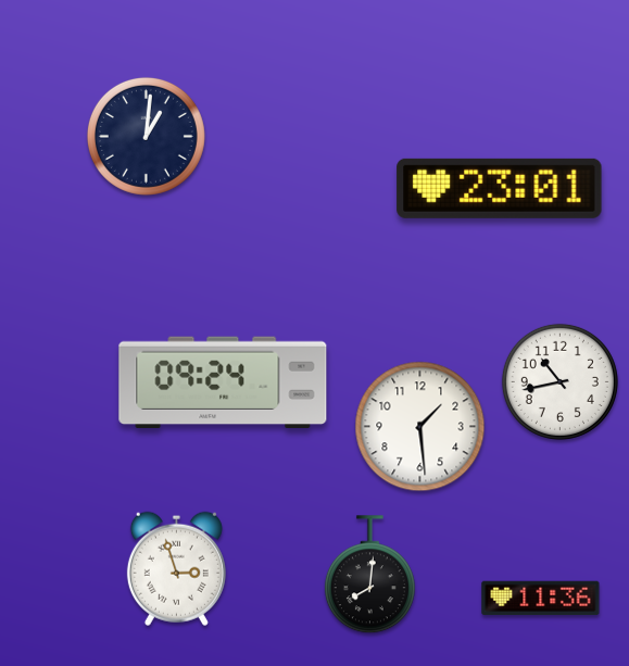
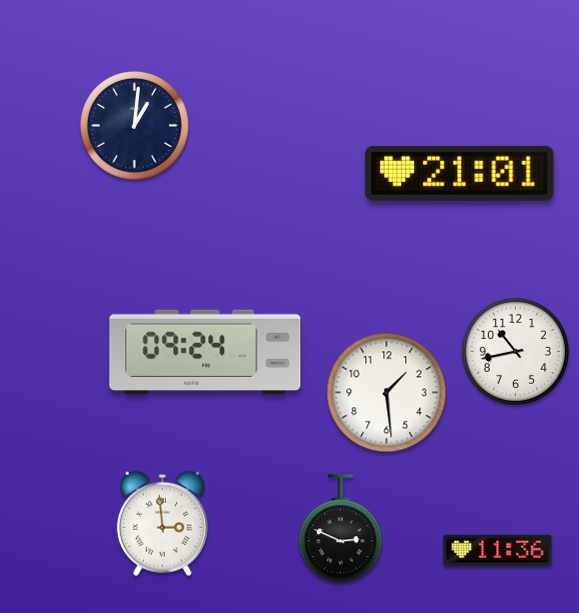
clock at (500, 188): 23:01 -> 21:01
clock at (176, 568): 2:57 -> 2:59
clock at (369, 575): 8:01 -> 2:49
